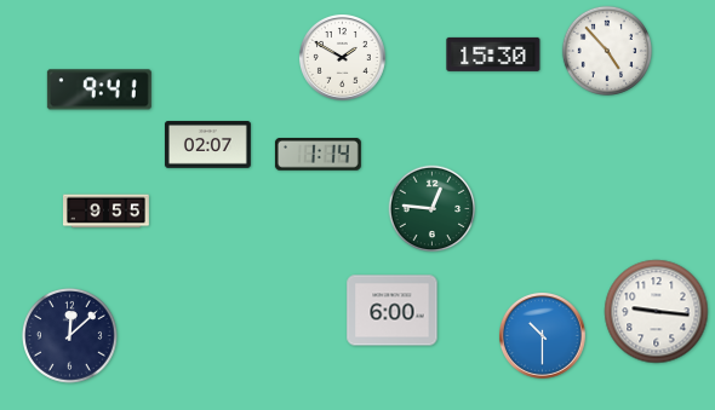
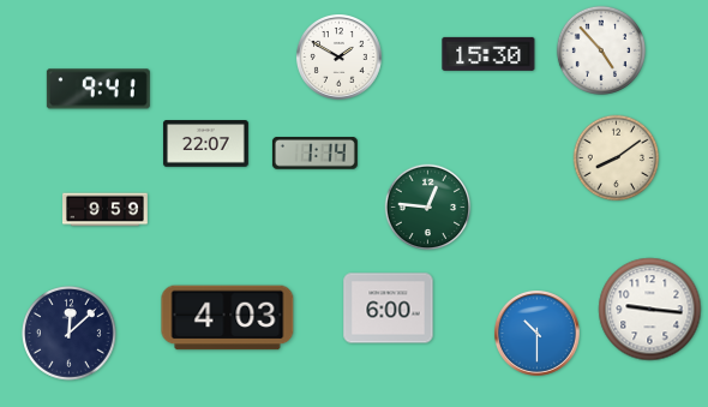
clock at (207, 145): 02:07 -> 22:07
clock at (617, 158): none -> 8:09
clock at (107, 212): 9:55 -> 9:59
clock at (228, 318): none -> 4:03
